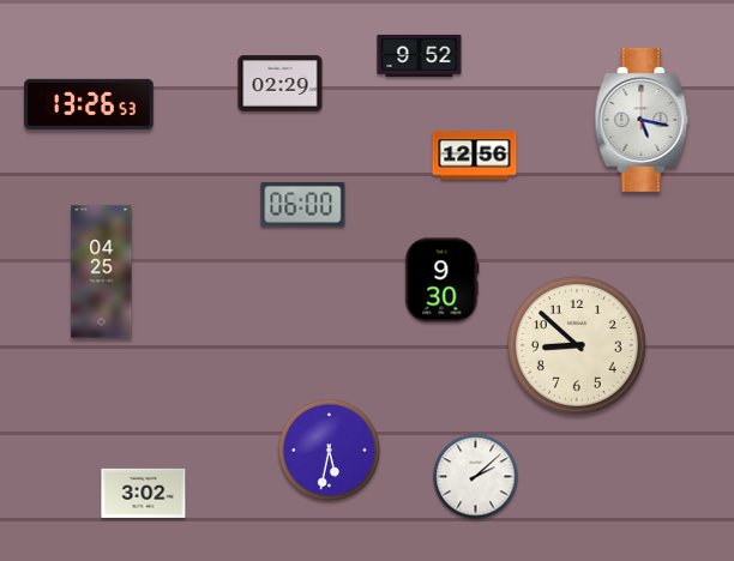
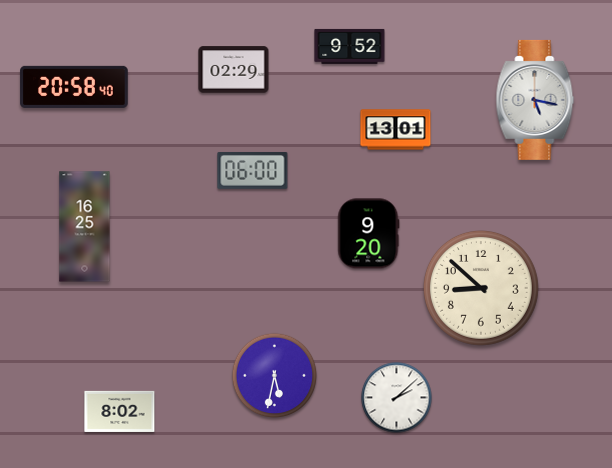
clock at (89, 104): 13:26 -> 20:58
clock at (475, 156): 12:56 -> 13:01
clock at (102, 272): 04:25 -> 16:25
clock at (443, 280): 9:30 -> 9:20
clock at (144, 493): 3:02 -> 8:02
